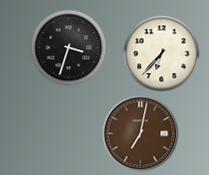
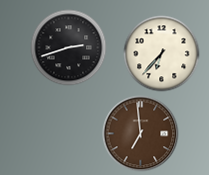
clock at (69, 48): 3:33 -> 2:42
clock at (141, 134): 7:02 -> 6:59
